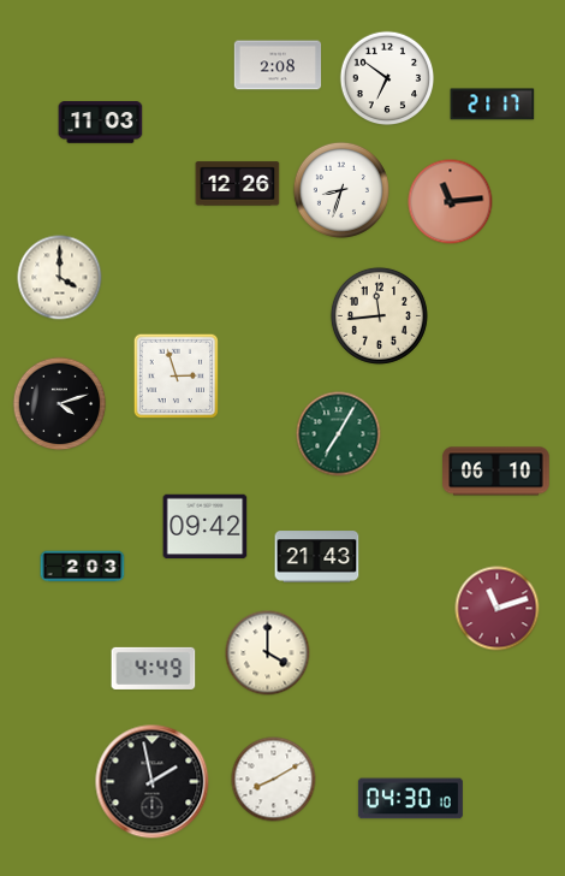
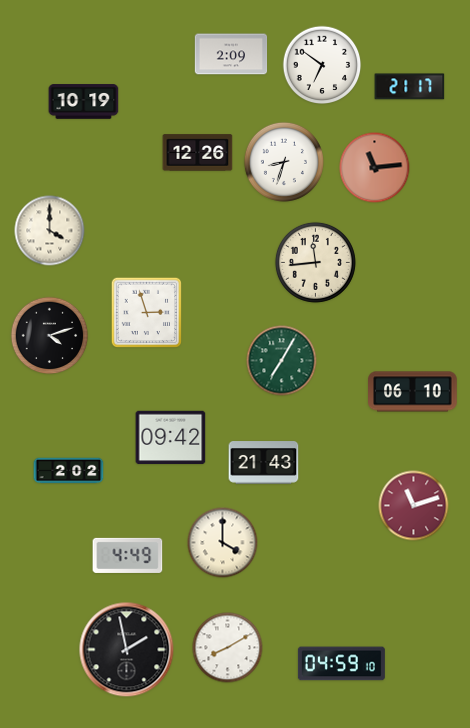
clock at (278, 65): 2:08 -> 2:09
clock at (101, 123): 11:03 -> 10:19
clock at (341, 190) position: (341, 190) -> (284, 162)
clock at (83, 567): 2:03 -> 2:02
clock at (410, 799): 04:30 -> 04:59
